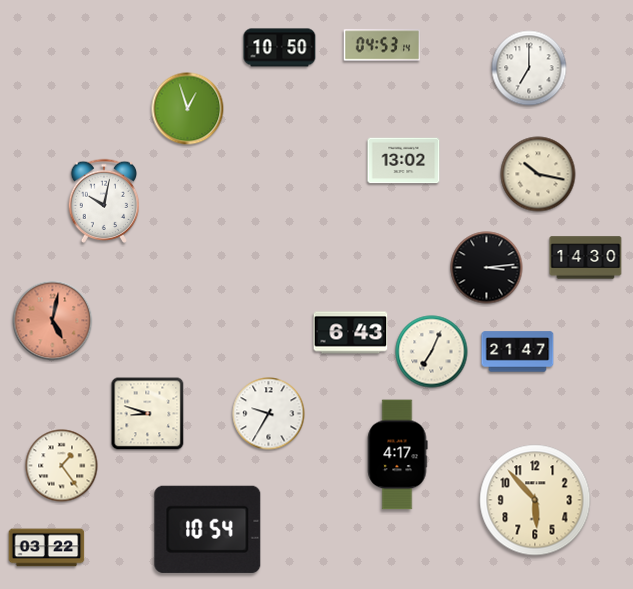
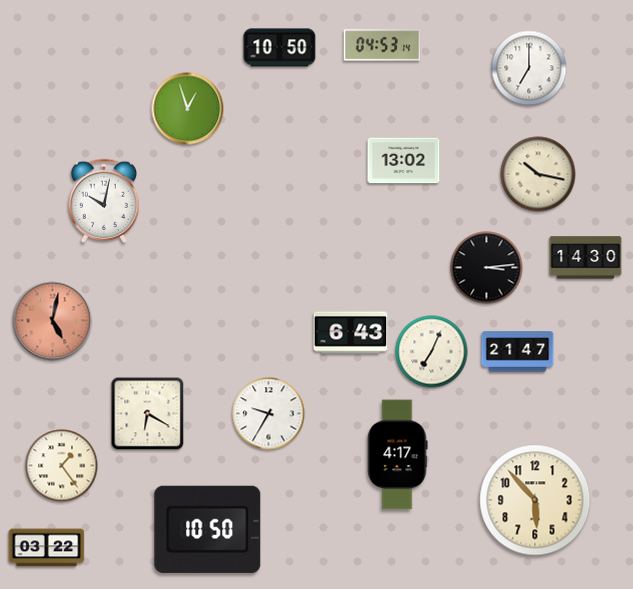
clock at (148, 414): 8:48 -> 6:20
clock at (208, 529): 10:54 -> 10:50
